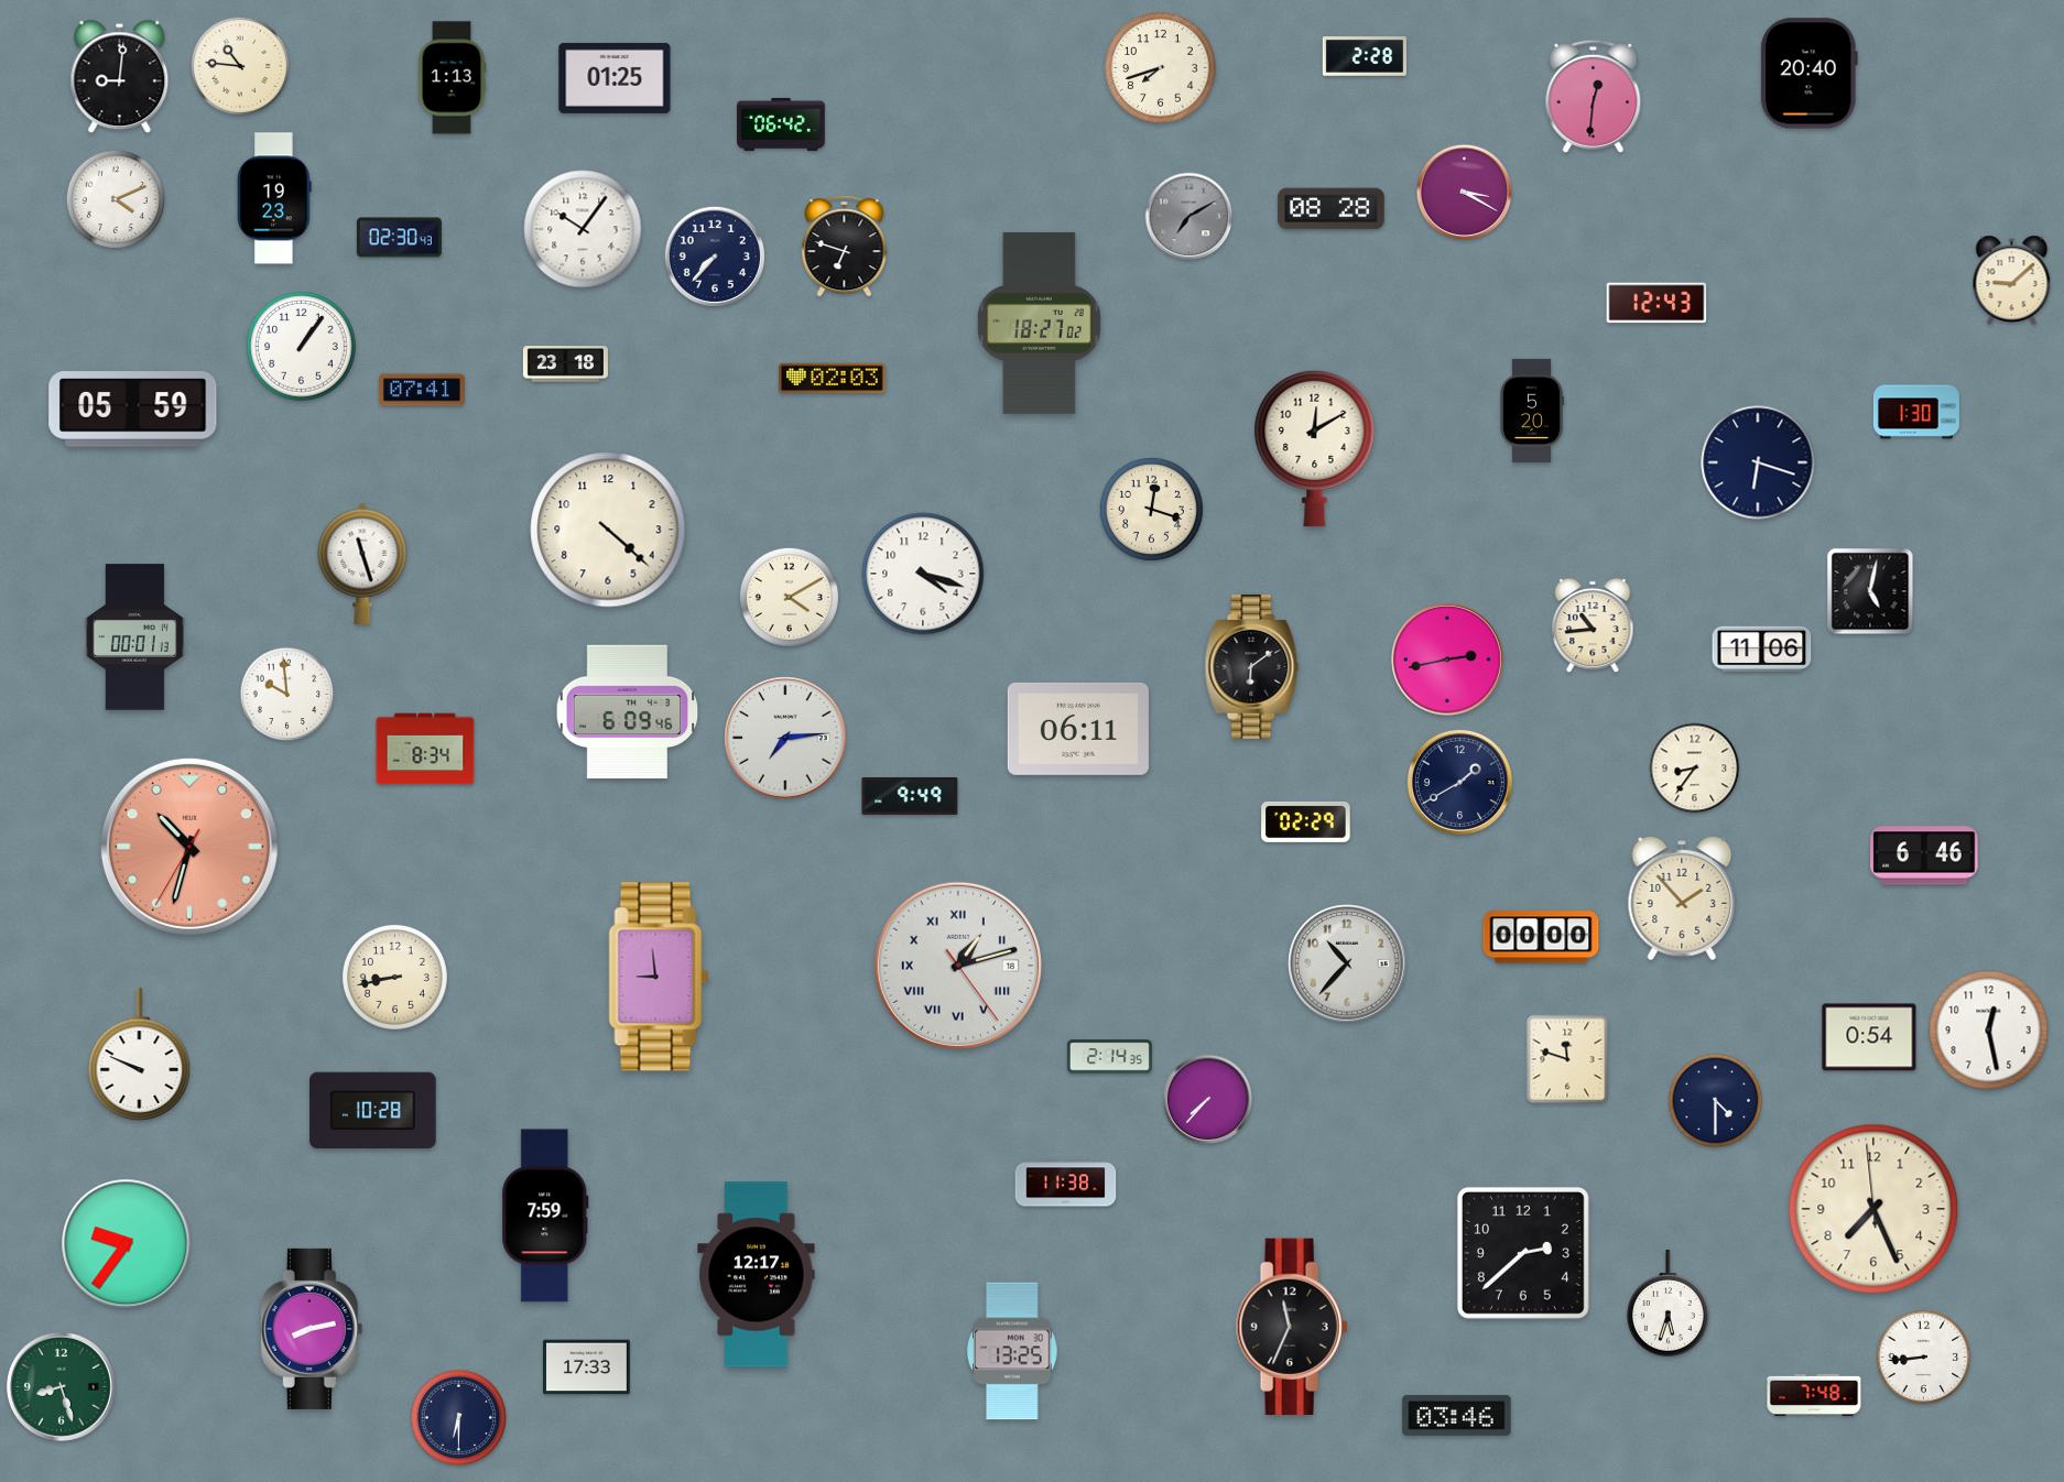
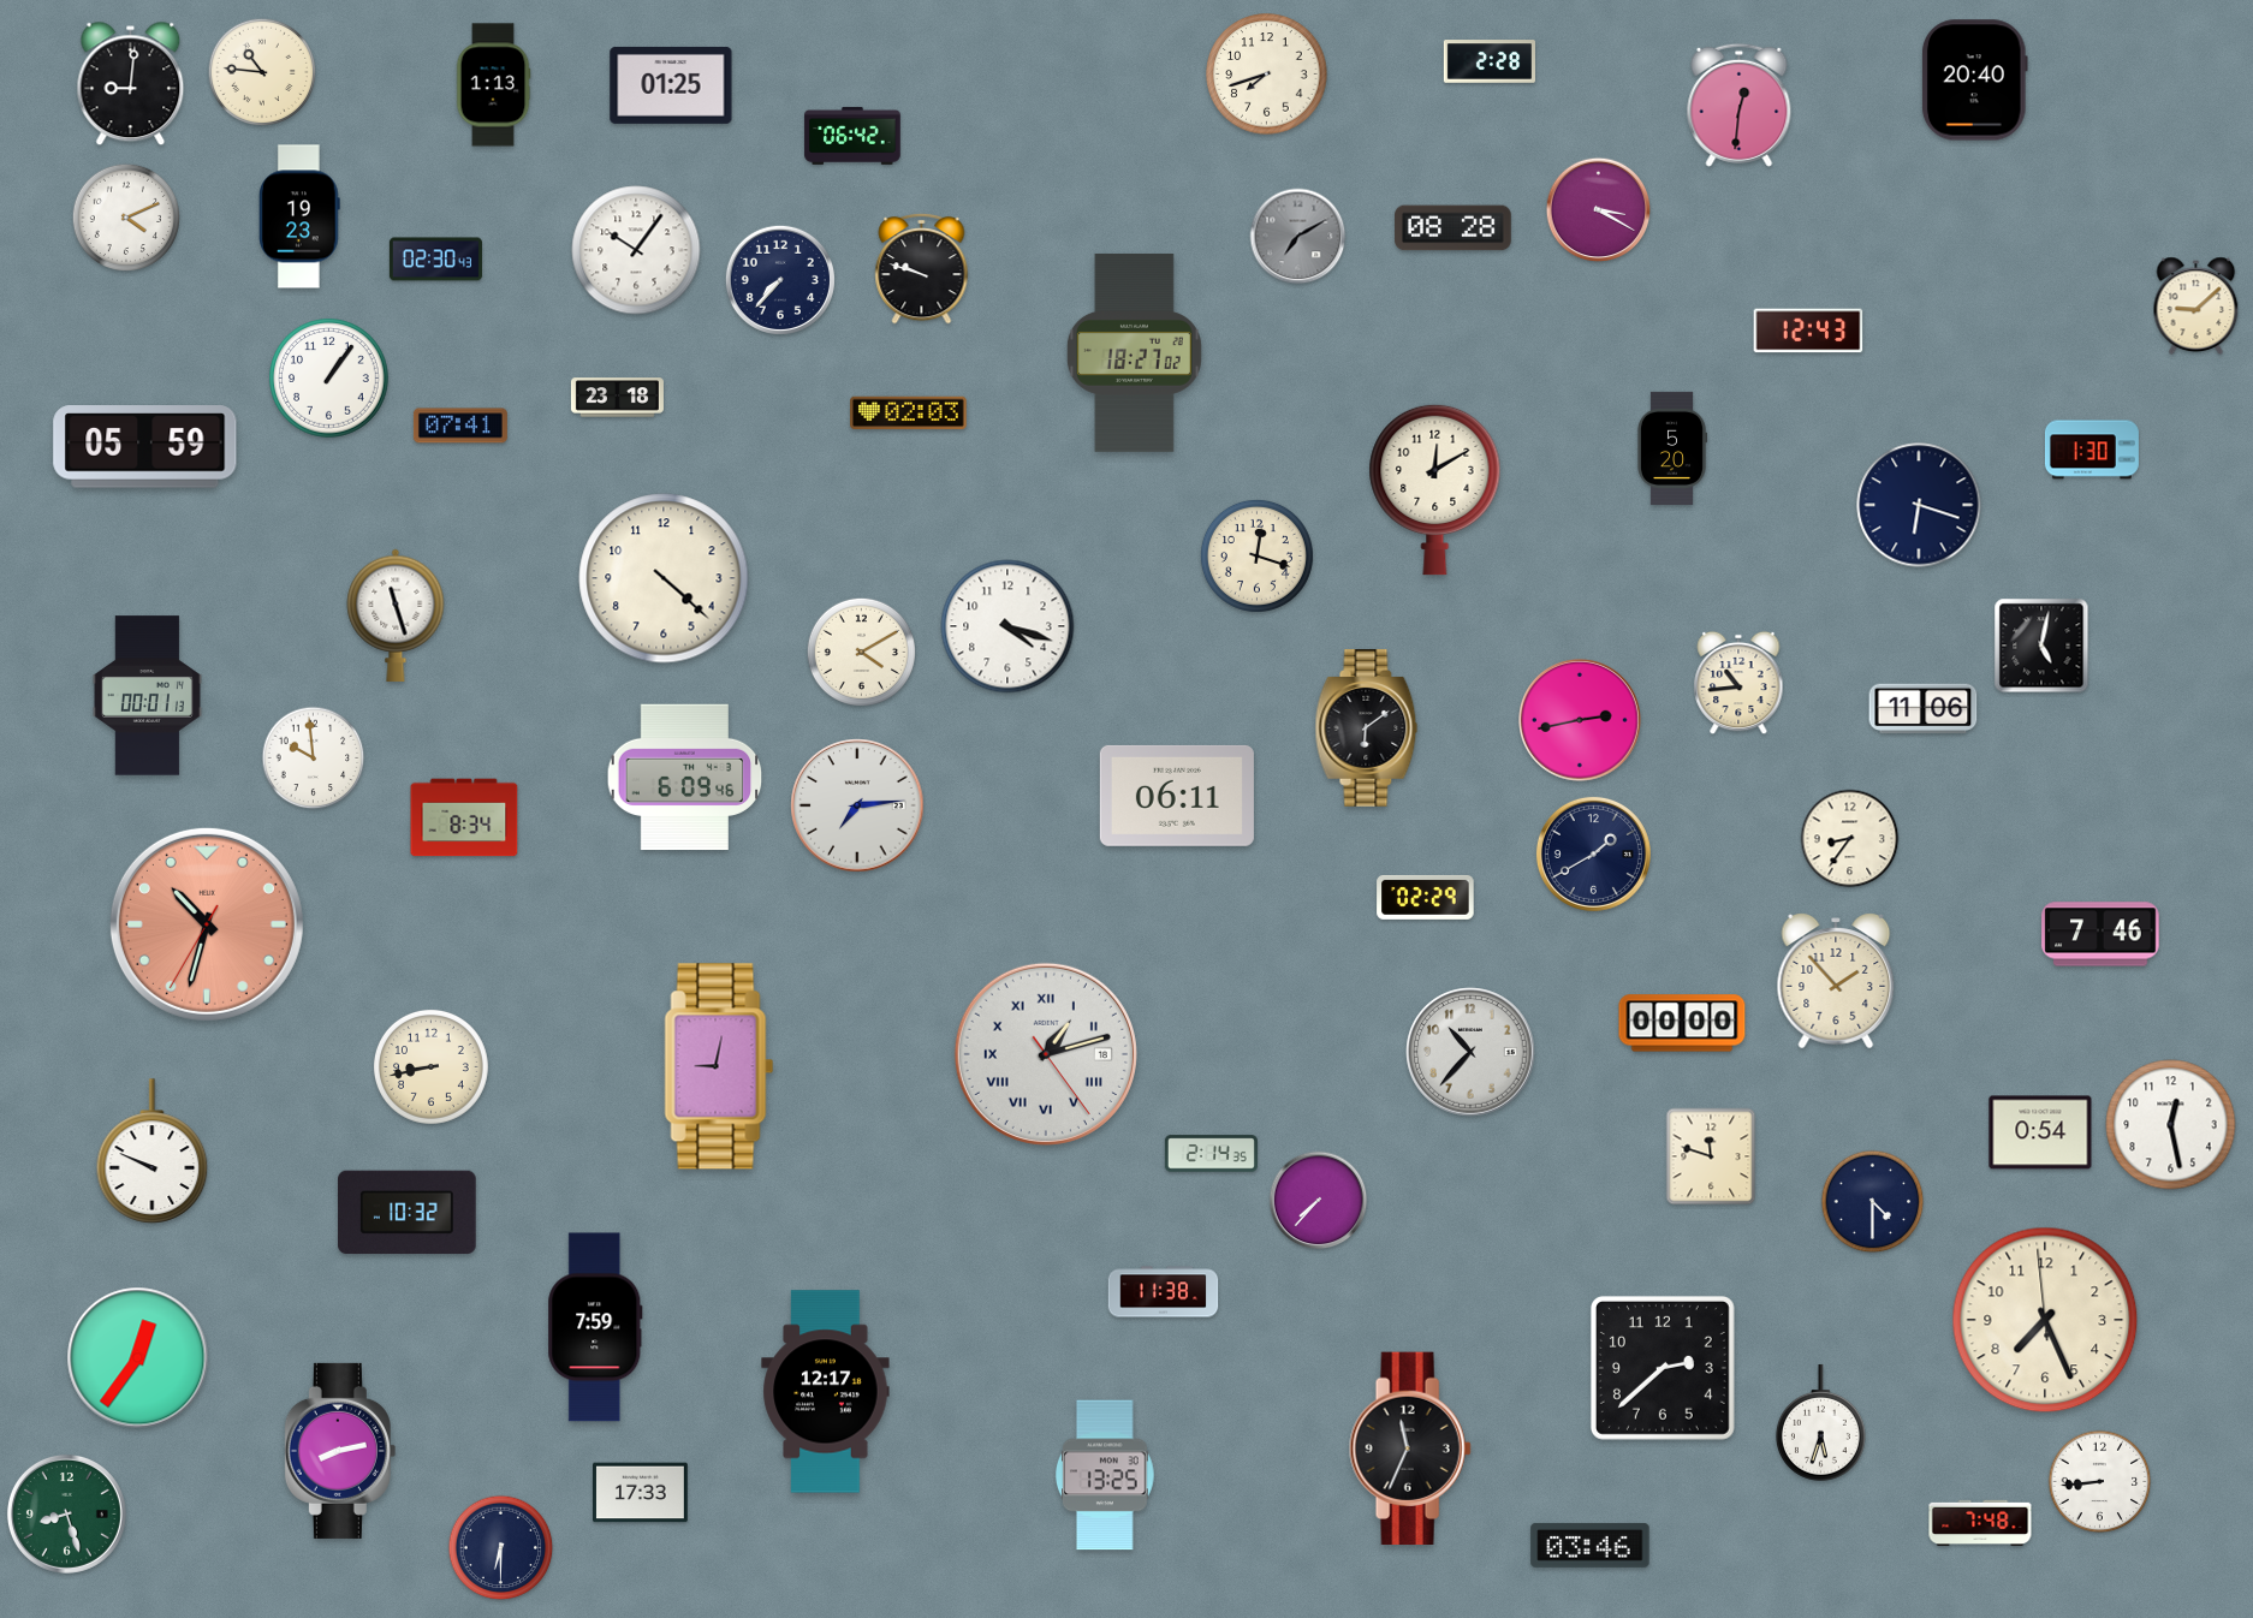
clock at (845, 246): 6:48 -> 9:48
clock at (910, 796): 9:49 -> none
clock at (1924, 856): 6:46 -> 7:46
clock at (659, 977): 8:59 -> 9:02
clock at (373, 1111): 10:28 -> 10:32
clock at (127, 1244): 9:36 -> 12:36
